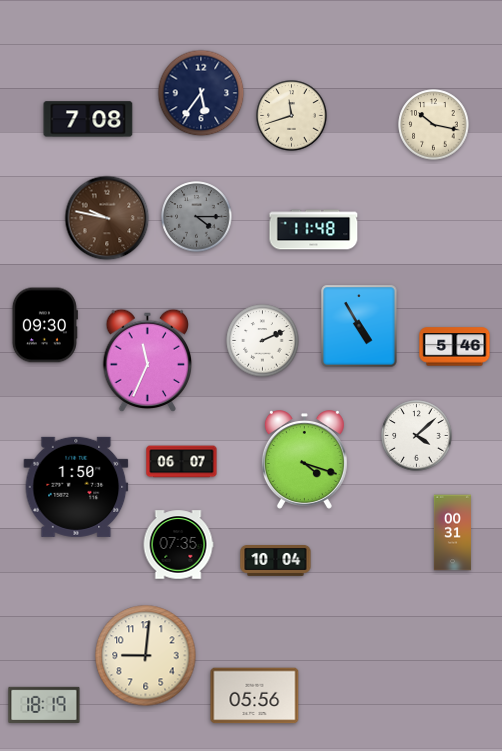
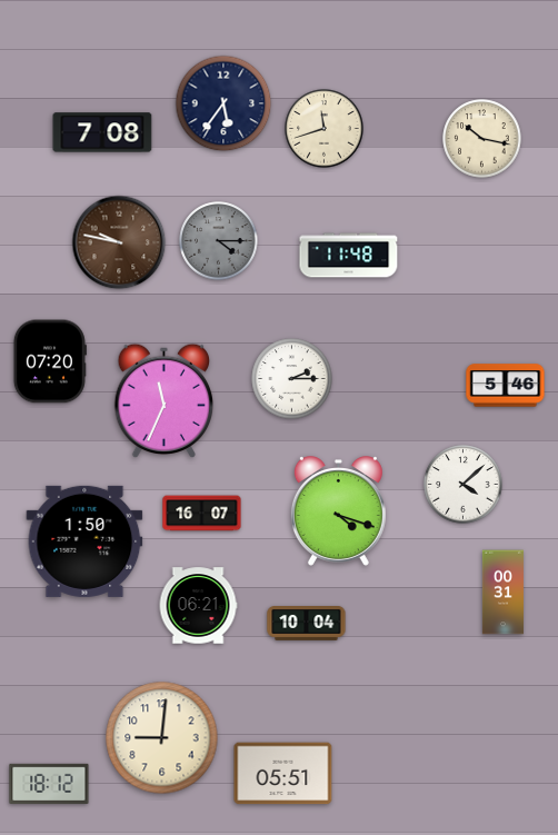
clock at (88, 119) position: (88, 119) -> (102, 132)
clock at (45, 325): 09:30 -> 07:20
clock at (359, 326): 4:55 -> none
clock at (263, 341): 2:11 -> 2:15
clock at (182, 462): 06:07 -> 16:07
clock at (178, 545): 07:35 -> 06:21
clock at (146, 656) position: (146, 656) -> (162, 738)
clock at (255, 696): 05:56 -> 05:51
clock at (44, 705): 18:19 -> 18:12
